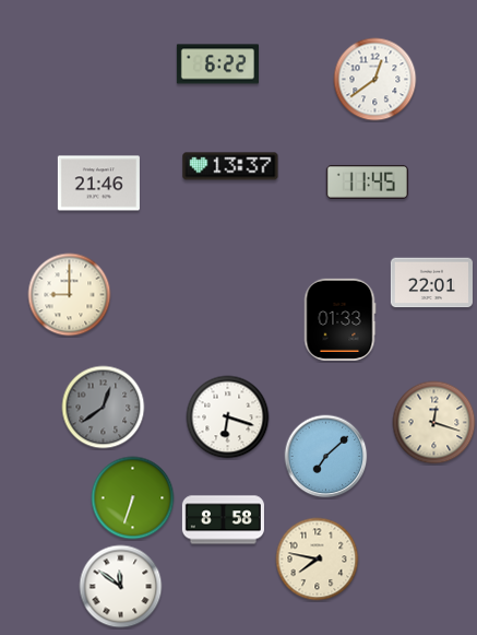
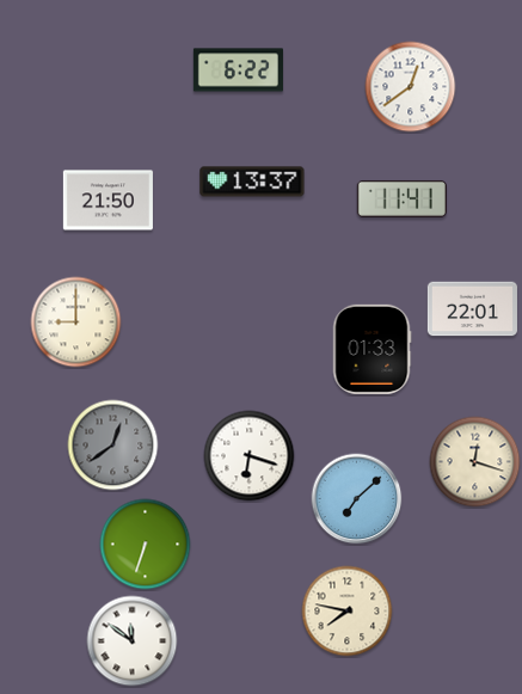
clock at (367, 181): 11:45 -> 11:41
clock at (98, 184): 21:46 -> 21:50
clock at (223, 520): 8:58 -> none
